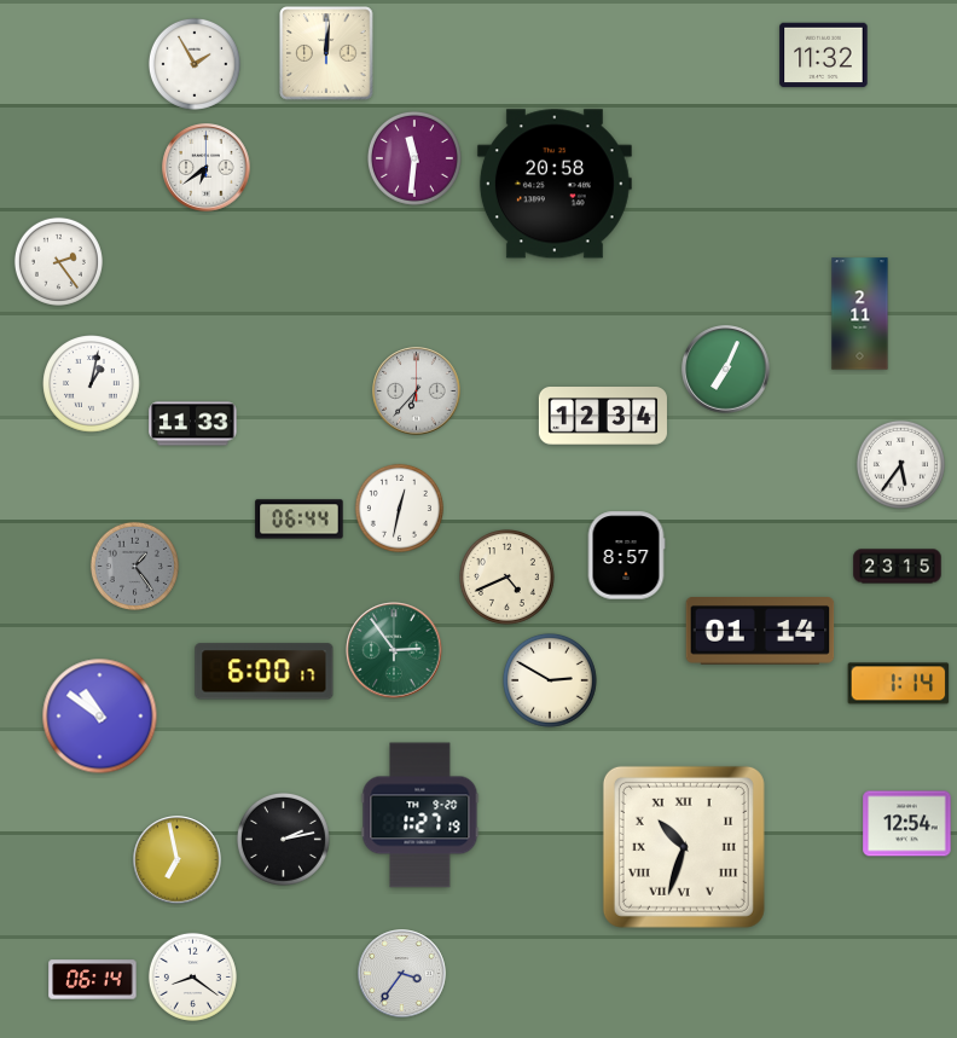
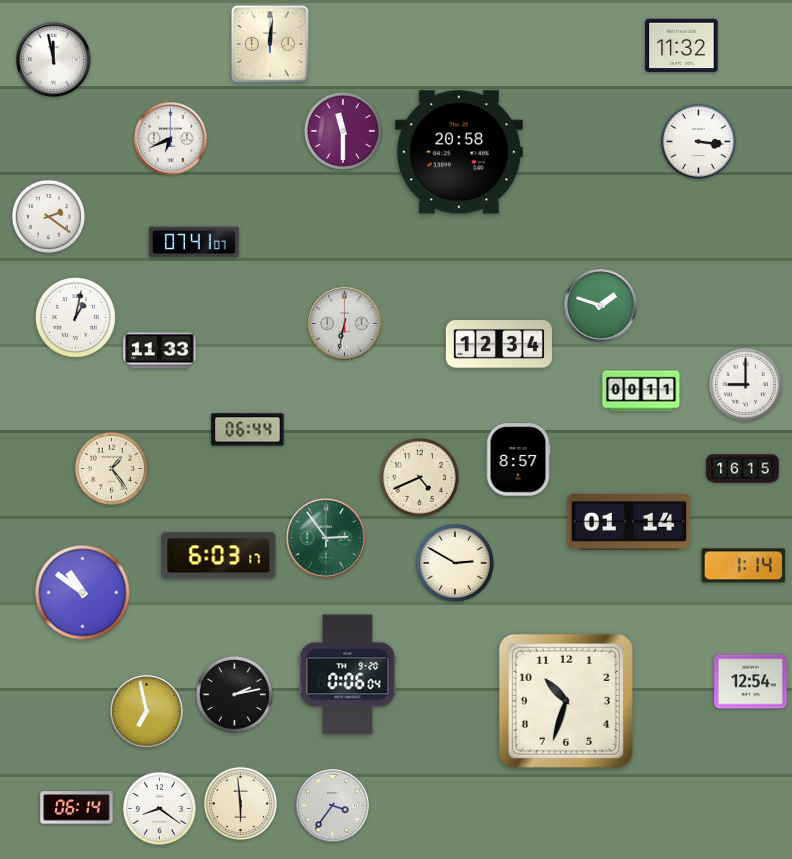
clock at (195, 64): 1:55 -> none
clock at (54, 60): none -> 11:58
clock at (414, 158): 11:31 -> 11:30
clock at (207, 168): 6:39 -> 6:41
clock at (698, 141): none -> 3:16
clock at (58, 261): 2:24 -> 2:21
clock at (194, 242): none -> 07:41
clock at (860, 314): 2:11 -> none
clock at (726, 370): 7:04 -> 1:48
clock at (417, 392): 6:37 -> 6:32
clock at (900, 464): 5:36 -> 9:00
clock at (641, 391): none -> 00:11
clock at (399, 508): 12:32 -> none
clock at (134, 566) dial: grey -> cream
clock at (898, 567): 23:15 -> 16:15
clock at (265, 672): 6:00 -> 6:03
clock at (420, 816): 1:27 -> 0:06
clock at (684, 847) numerals: Roman -> Arabic
clock at (240, 803): none -> 5:59
clock at (93, 980) position: (93, 980) -> (77, 808)
